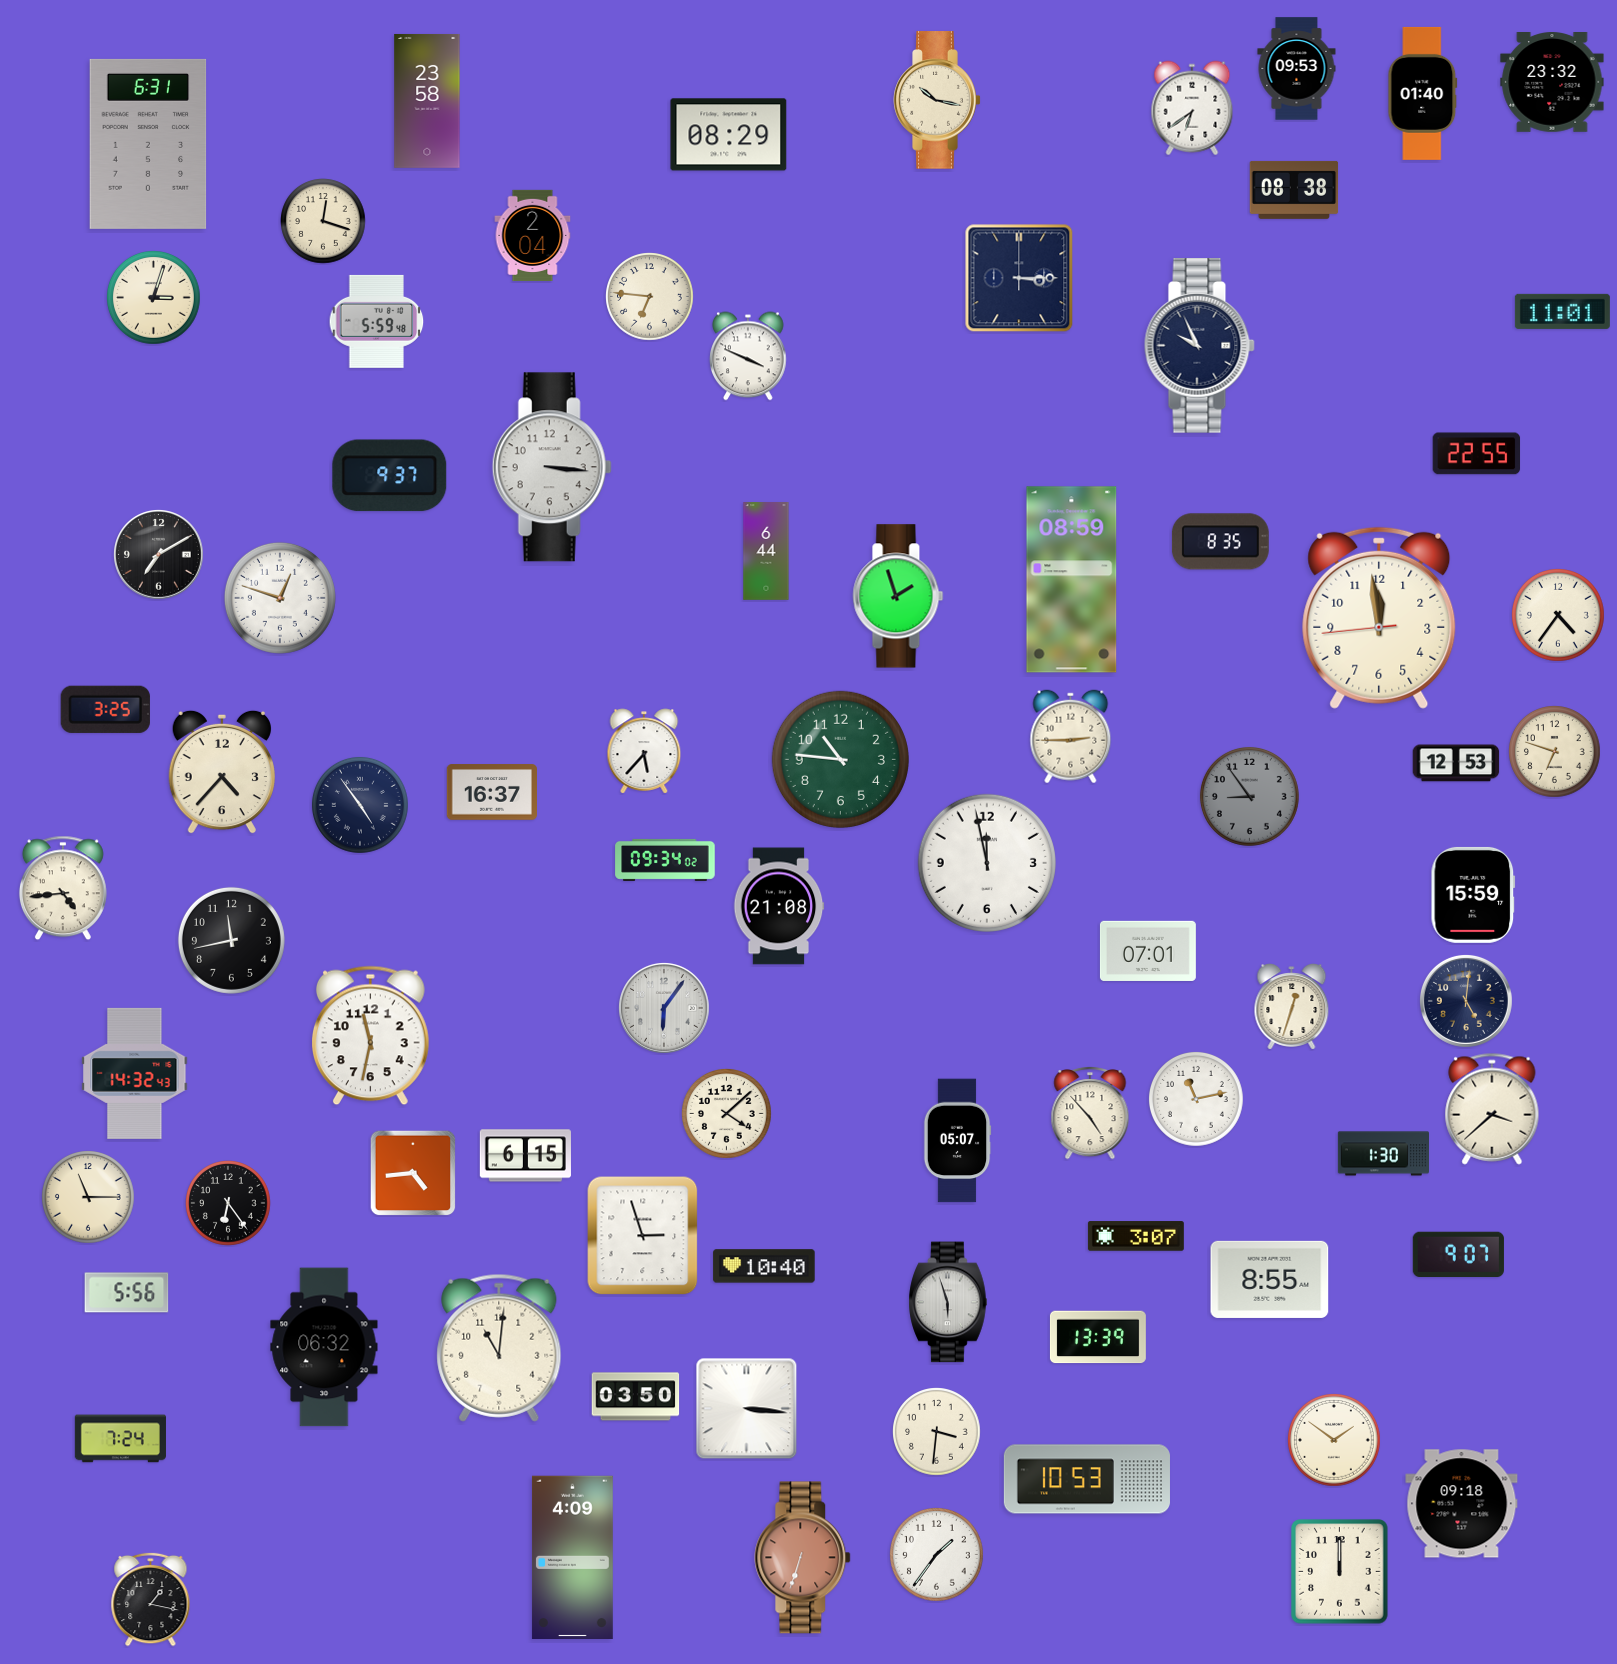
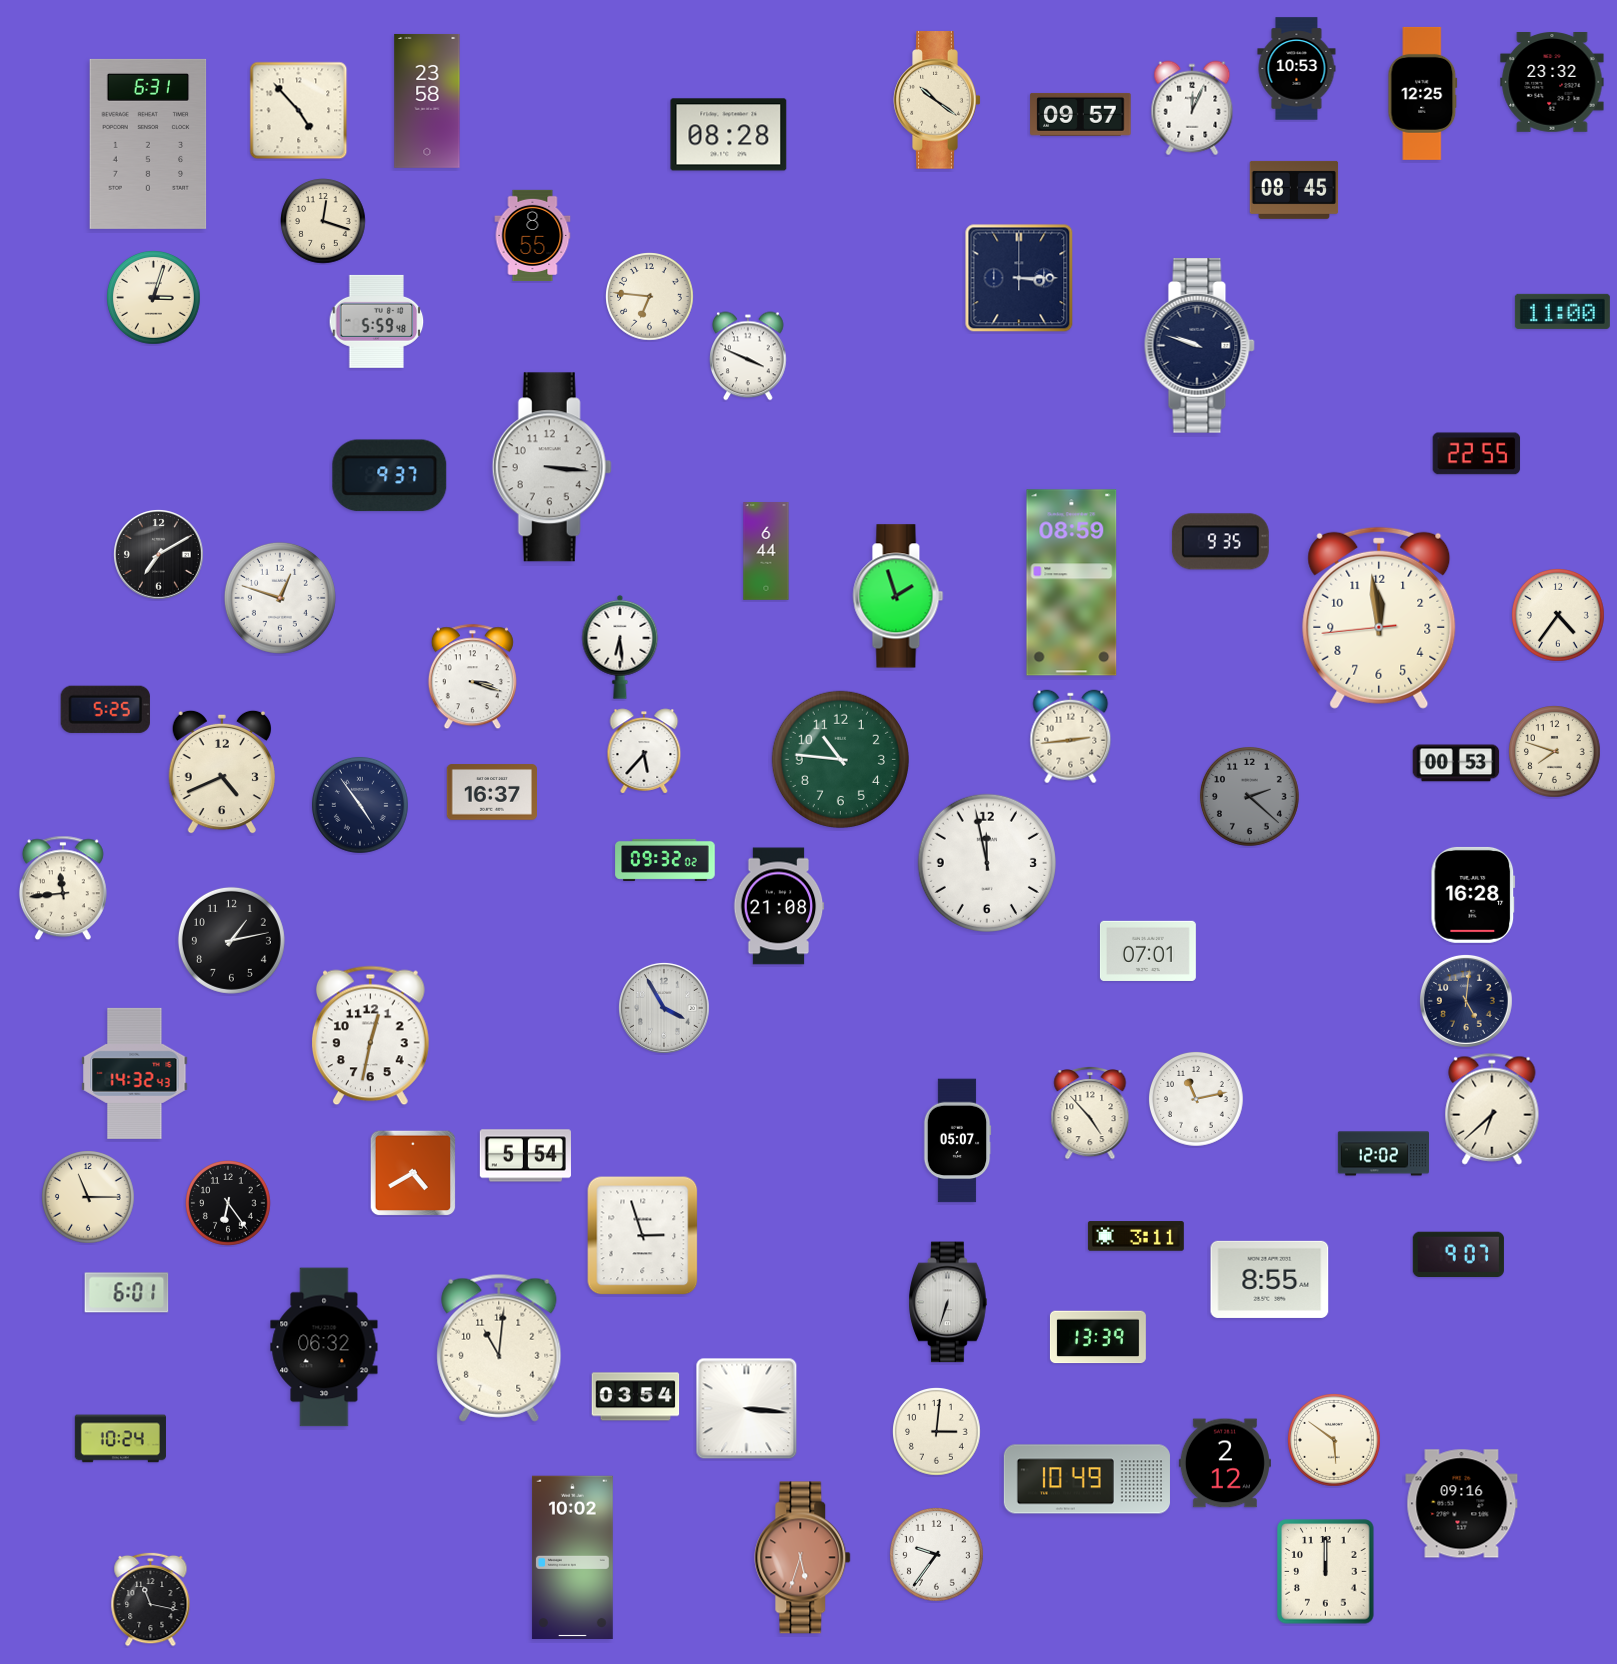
clock at (1297, 69): 09:53 -> 10:53
clock at (1423, 93): 01:40 -> 12:25
clock at (937, 100): 10:17 -> 10:21
clock at (1192, 108): 6:39 -> 12:04
clock at (299, 111): none -> 4:53
clock at (1081, 114): none -> 09:57
clock at (729, 135): 08:29 -> 08:28
clock at (1294, 190): 08:38 -> 08:45
clock at (533, 235): 2:04 -> 8:55
clock at (1562, 311): 11:01 -> 11:00
clock at (1199, 346): 9:56 -> 9:48
clock at (1220, 542): 8:35 -> 9:35
clock at (1072, 580) position: (1072, 580) -> (1072, 583)
clock at (620, 647): none -> 6:29
clock at (472, 677): none -> 3:18
clock at (105, 709): 3:25 -> 5:25
clock at (1071, 737): 2:45 -> 2:44
clock at (1555, 752): 6:48 -> 7:48
clock at (1456, 763): 12:53 -> 00:53
clock at (222, 772): 4:37 -> 4:41
clock at (1249, 796): 8:54 -> 2:22
clock at (665, 860): 09:34 -> 09:32
clock at (63, 888): 4:44 -> 11:44
clock at (1473, 895): 15:59 -> 16:28
clock at (231, 940): 11:43 -> 1:13
clock at (1292, 1007): 12:33 -> none
clock at (665, 1009): 6:06 -> 3:55
clock at (371, 1036): 11:32 -> 12:32
clock at (1492, 1109): 3:38 -> 6:38
clock at (727, 1114): 4:08 -> none
clock at (1383, 1154): 1:30 -> 12:02
clock at (525, 1156): 6:15 -> 5:54
clock at (413, 1173): 4:44 -> 4:40
clock at (1136, 1236): 3:07 -> 3:11
clock at (764, 1266): 10:40 -> none
clock at (127, 1293): 5:56 -> 6:01
clock at (948, 1302): 5:57 -> 6:33
clock at (636, 1397): 03:50 -> 03:54
clock at (937, 1432): 3:31 -> 3:01
clock at (120, 1439): 7:24 -> 10:24
clock at (1335, 1441): 1:51 -> 5:51
clock at (1225, 1463): none -> 2:12
clock at (1087, 1479): 10:53 -> 10:49
clock at (1462, 1504): 09:18 -> 09:16
clock at (937, 1555): 1:36 -> 9:36
clock at (572, 1557): 4:09 -> 10:02
clock at (803, 1558): 6:33 -> 5:33
clock at (1340, 1572) position: (1340, 1572) -> (1326, 1572)
clock at (151, 1599): 1:17 -> 11:17
